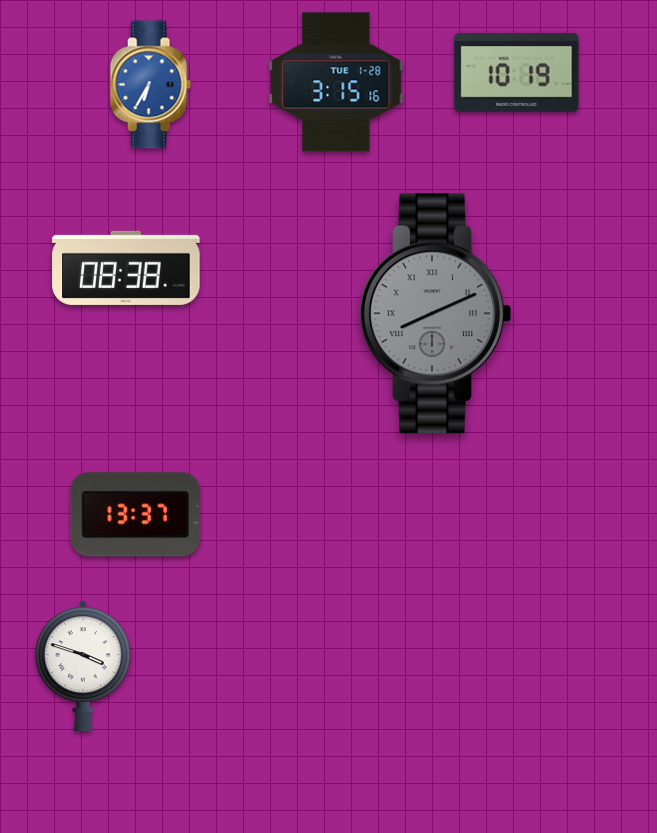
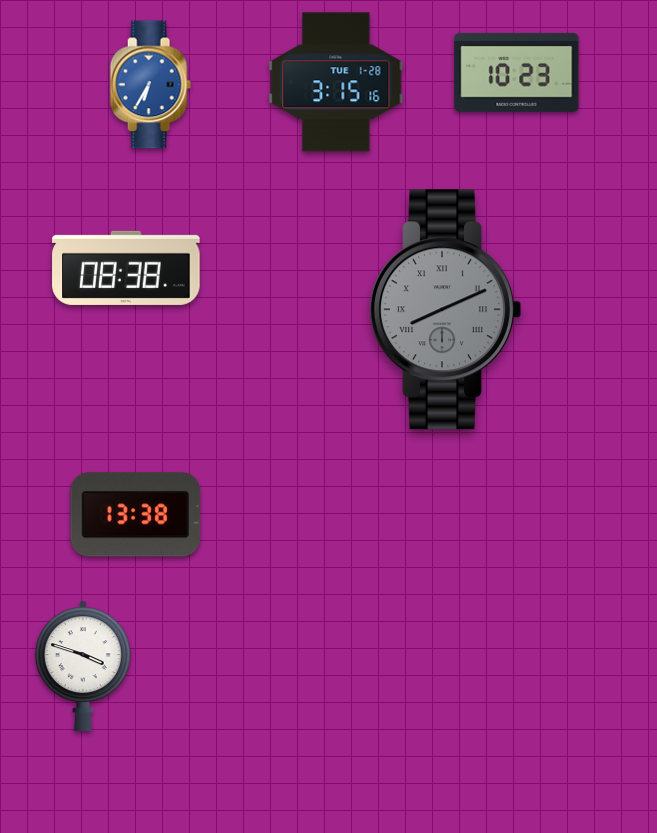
clock at (517, 72): 10:19 -> 10:23
clock at (436, 314) position: (436, 314) -> (446, 310)
clock at (136, 515): 13:37 -> 13:38
